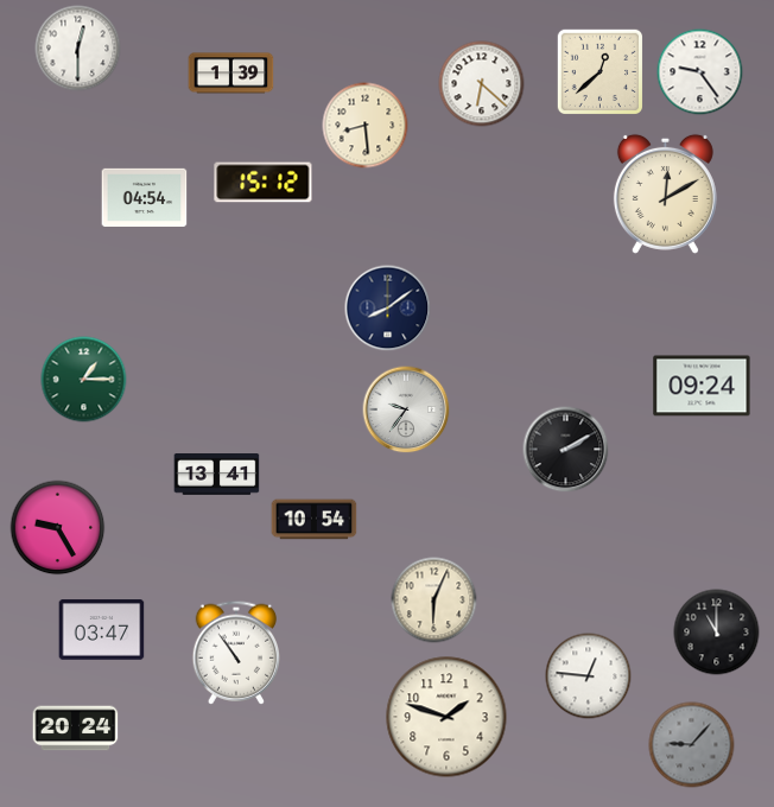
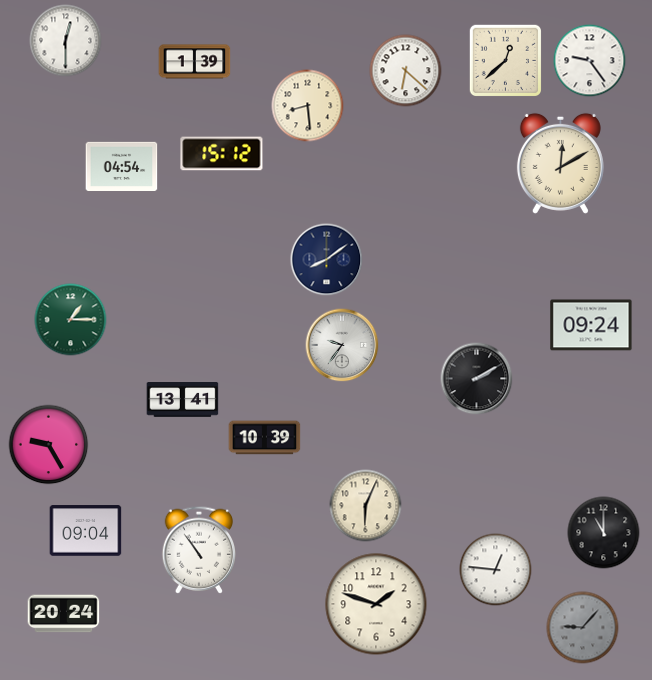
clock at (315, 520): 10:54 -> 10:39
clock at (102, 630): 03:47 -> 09:04
